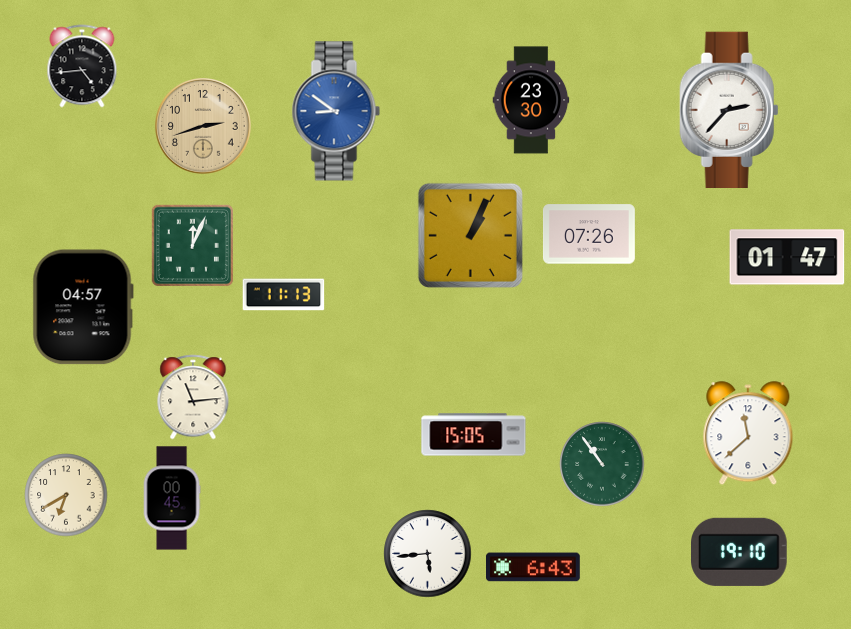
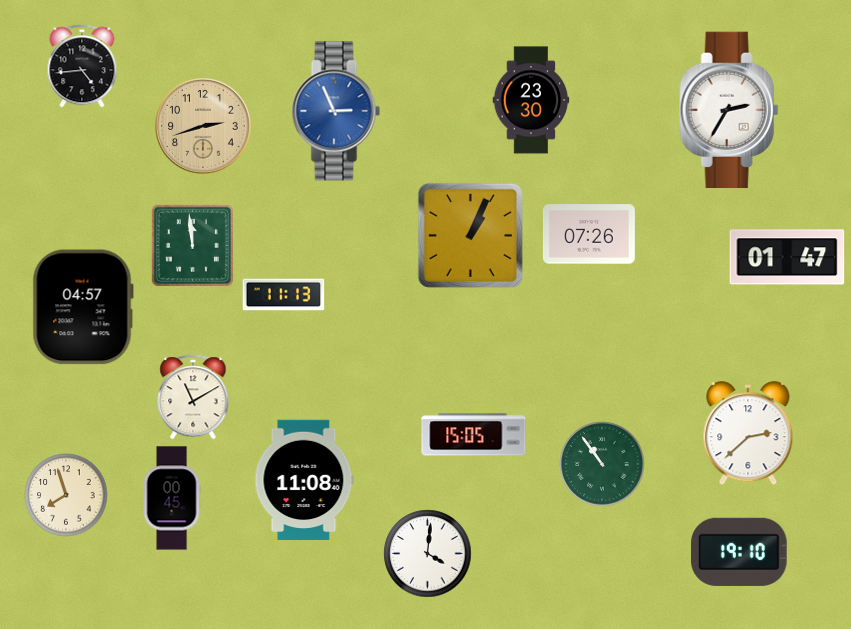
clock at (729, 109): 2:37 -> 2:35
clock at (336, 111): 8:51 -> 2:56
clock at (192, 245): 12:04 -> 11:59
clock at (193, 397): 11:14 -> 11:10
clock at (748, 434): 11:38 -> 2:38
clock at (304, 480): none -> 11:08
clock at (66, 495): 6:40 -> 7:57
clock at (428, 554): 5:44 -> 4:01
clock at (534, 567): 6:43 -> none
